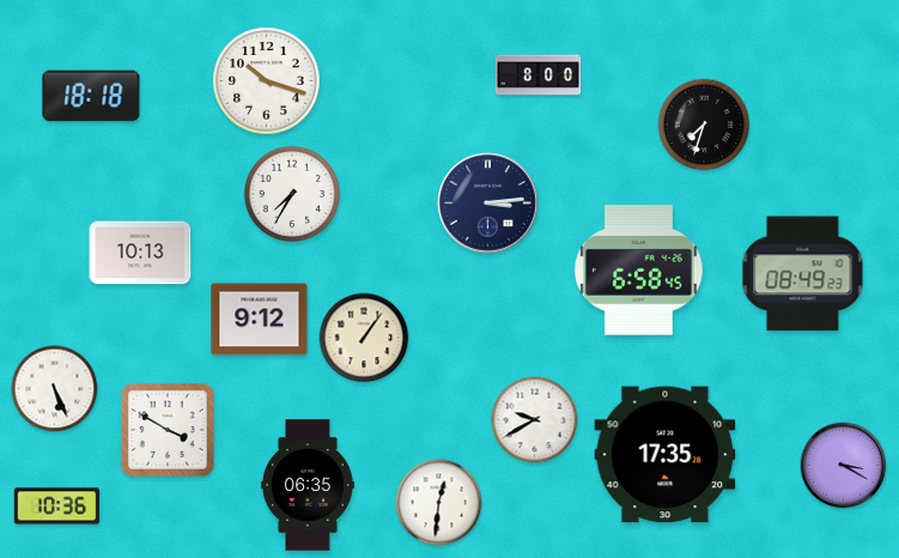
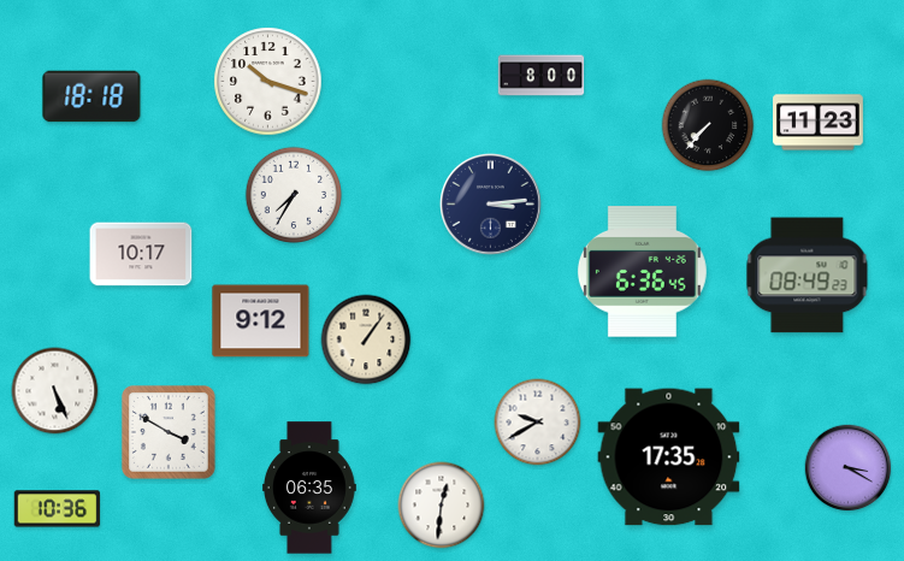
clock at (819, 123): none -> 11:23
clock at (704, 125): 7:33 -> 7:37
clock at (140, 253): 10:13 -> 10:17
clock at (638, 271): 6:58 -> 6:36
